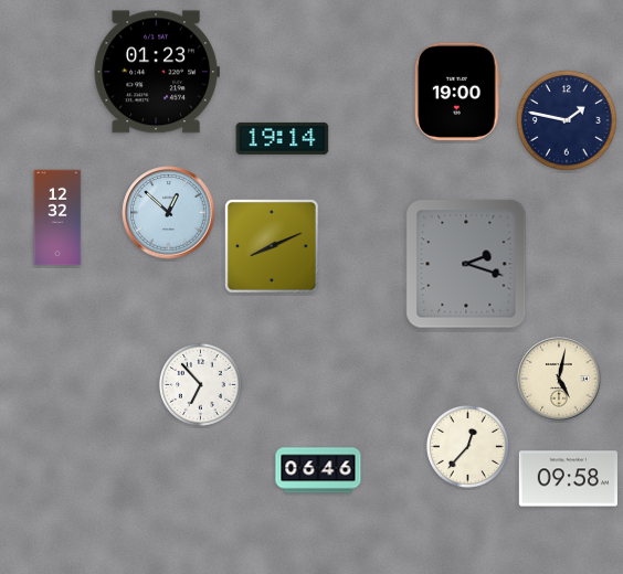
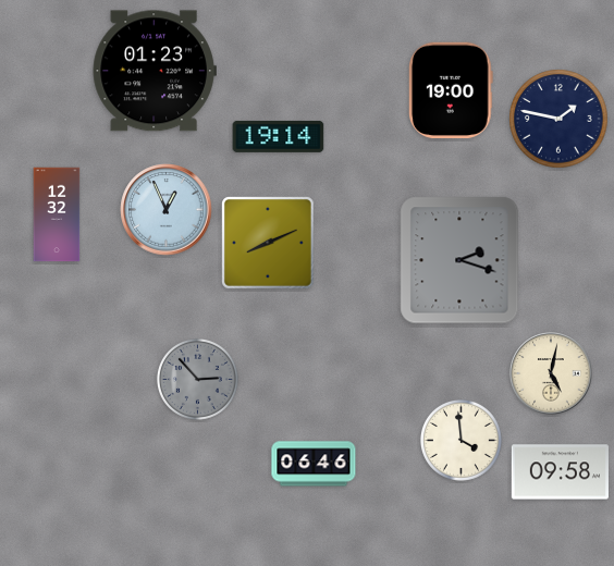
clock at (169, 213): 12:52 -> 12:56
clock at (200, 384): 6:53 -> 2:53
clock at (200, 384) dial: white -> grey
clock at (467, 446): 12:37 -> 3:59
